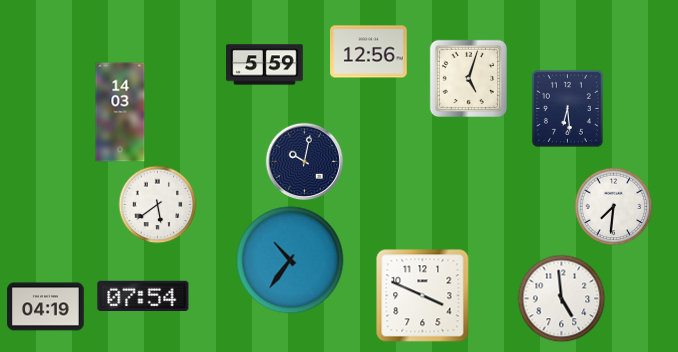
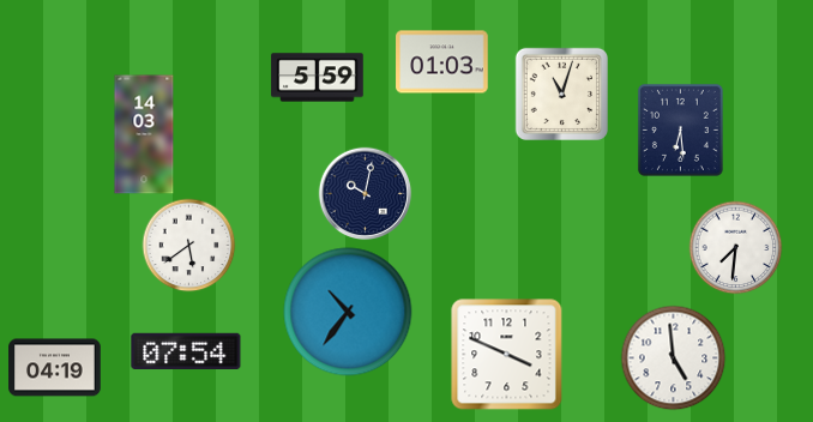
clock at (369, 52): 12:56 -> 01:03
clock at (468, 78): 5:03 -> 11:03
clock at (143, 295) position: (143, 295) -> (186, 350)
